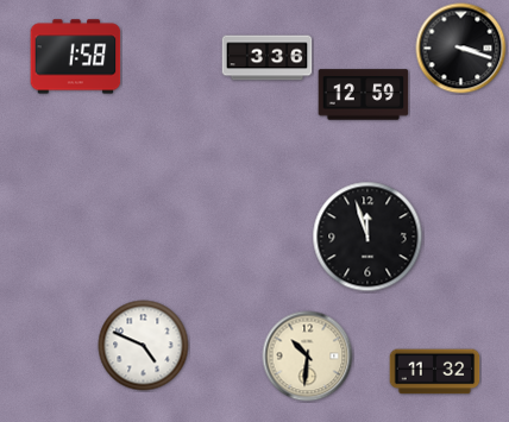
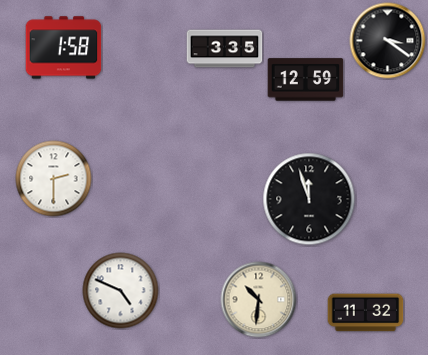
clock at (461, 49): 3:18 -> 3:21
clock at (268, 58): 3:36 -> 3:35
clock at (54, 179): none -> 2:30
